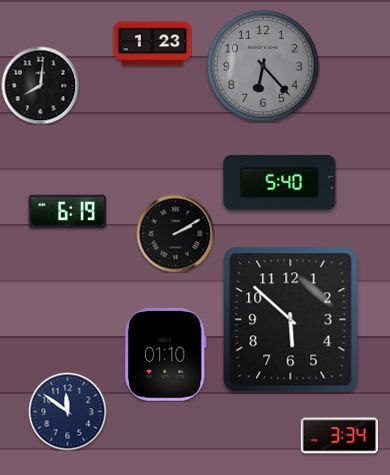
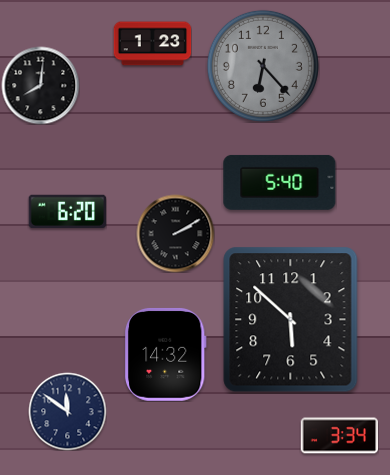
clock at (67, 211): 6:19 -> 6:20
clock at (165, 354): 01:10 -> 14:32
